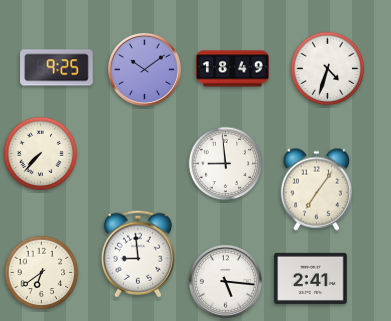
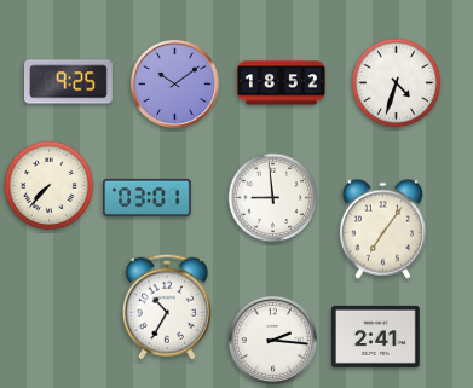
clock at (233, 69): 18:49 -> 18:52
clock at (148, 197): none -> 03:01
clock at (138, 254): 8:59 -> 10:35
clock at (42, 273): 6:39 -> none
clock at (225, 281): 5:16 -> 2:16
